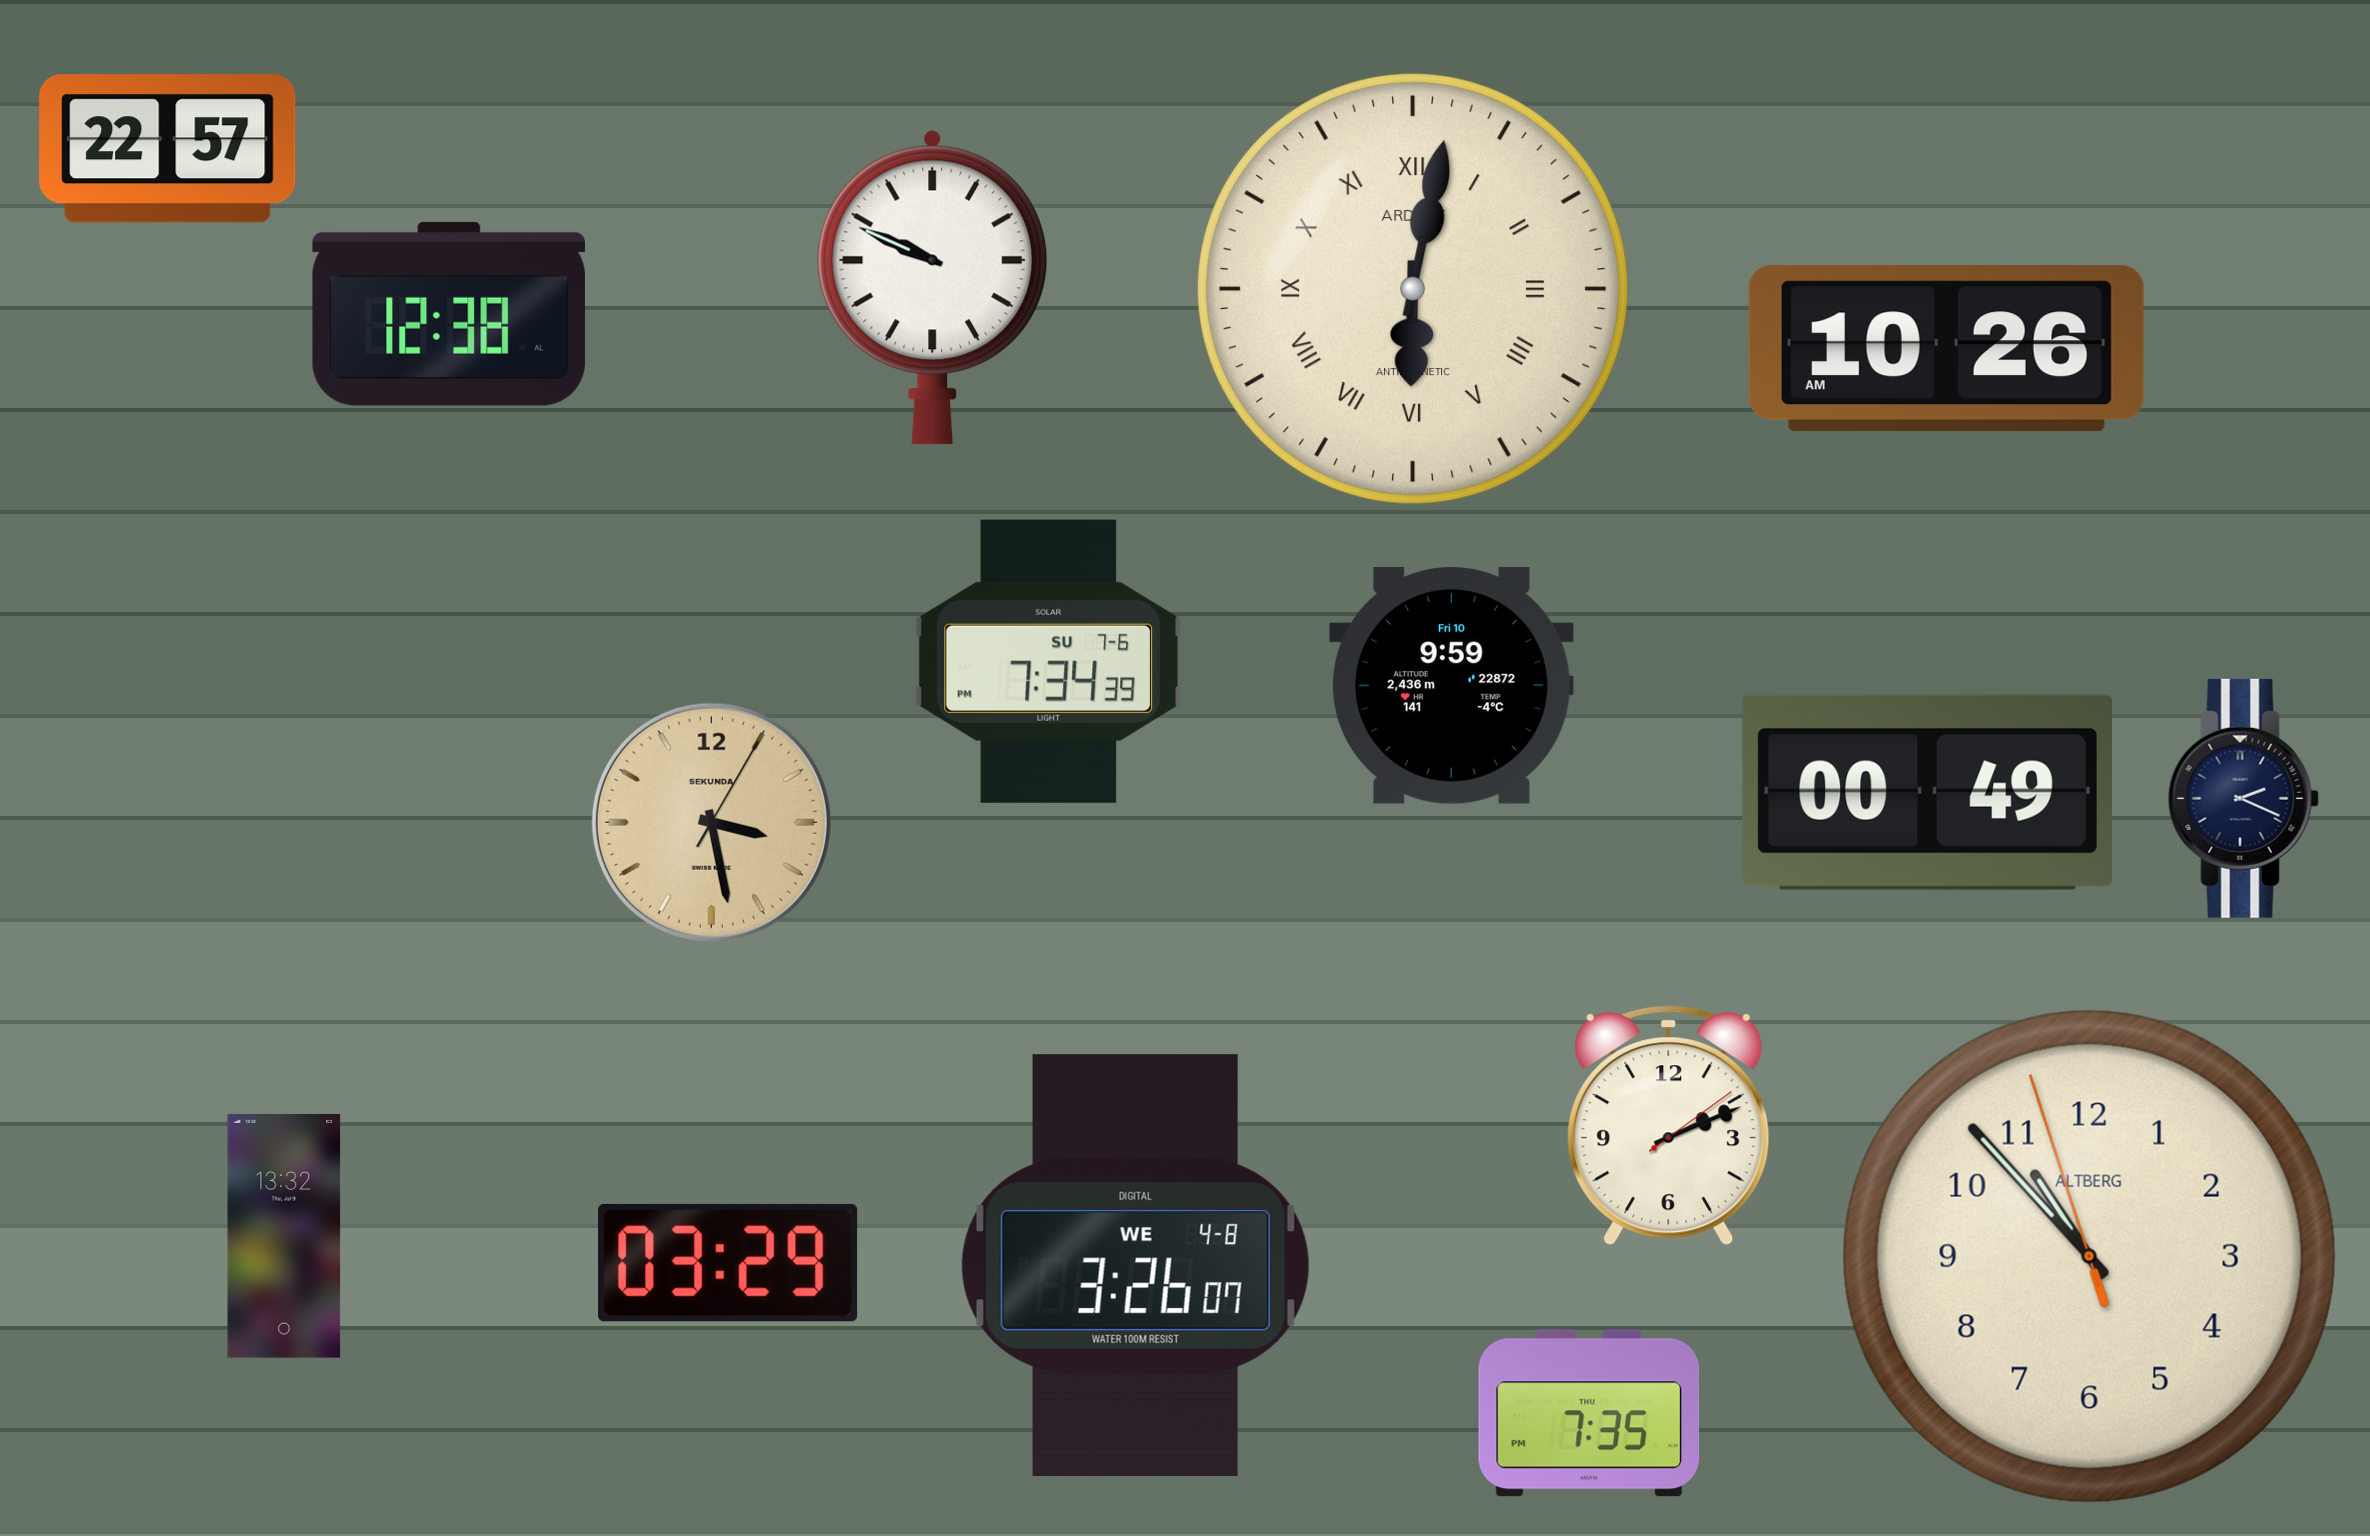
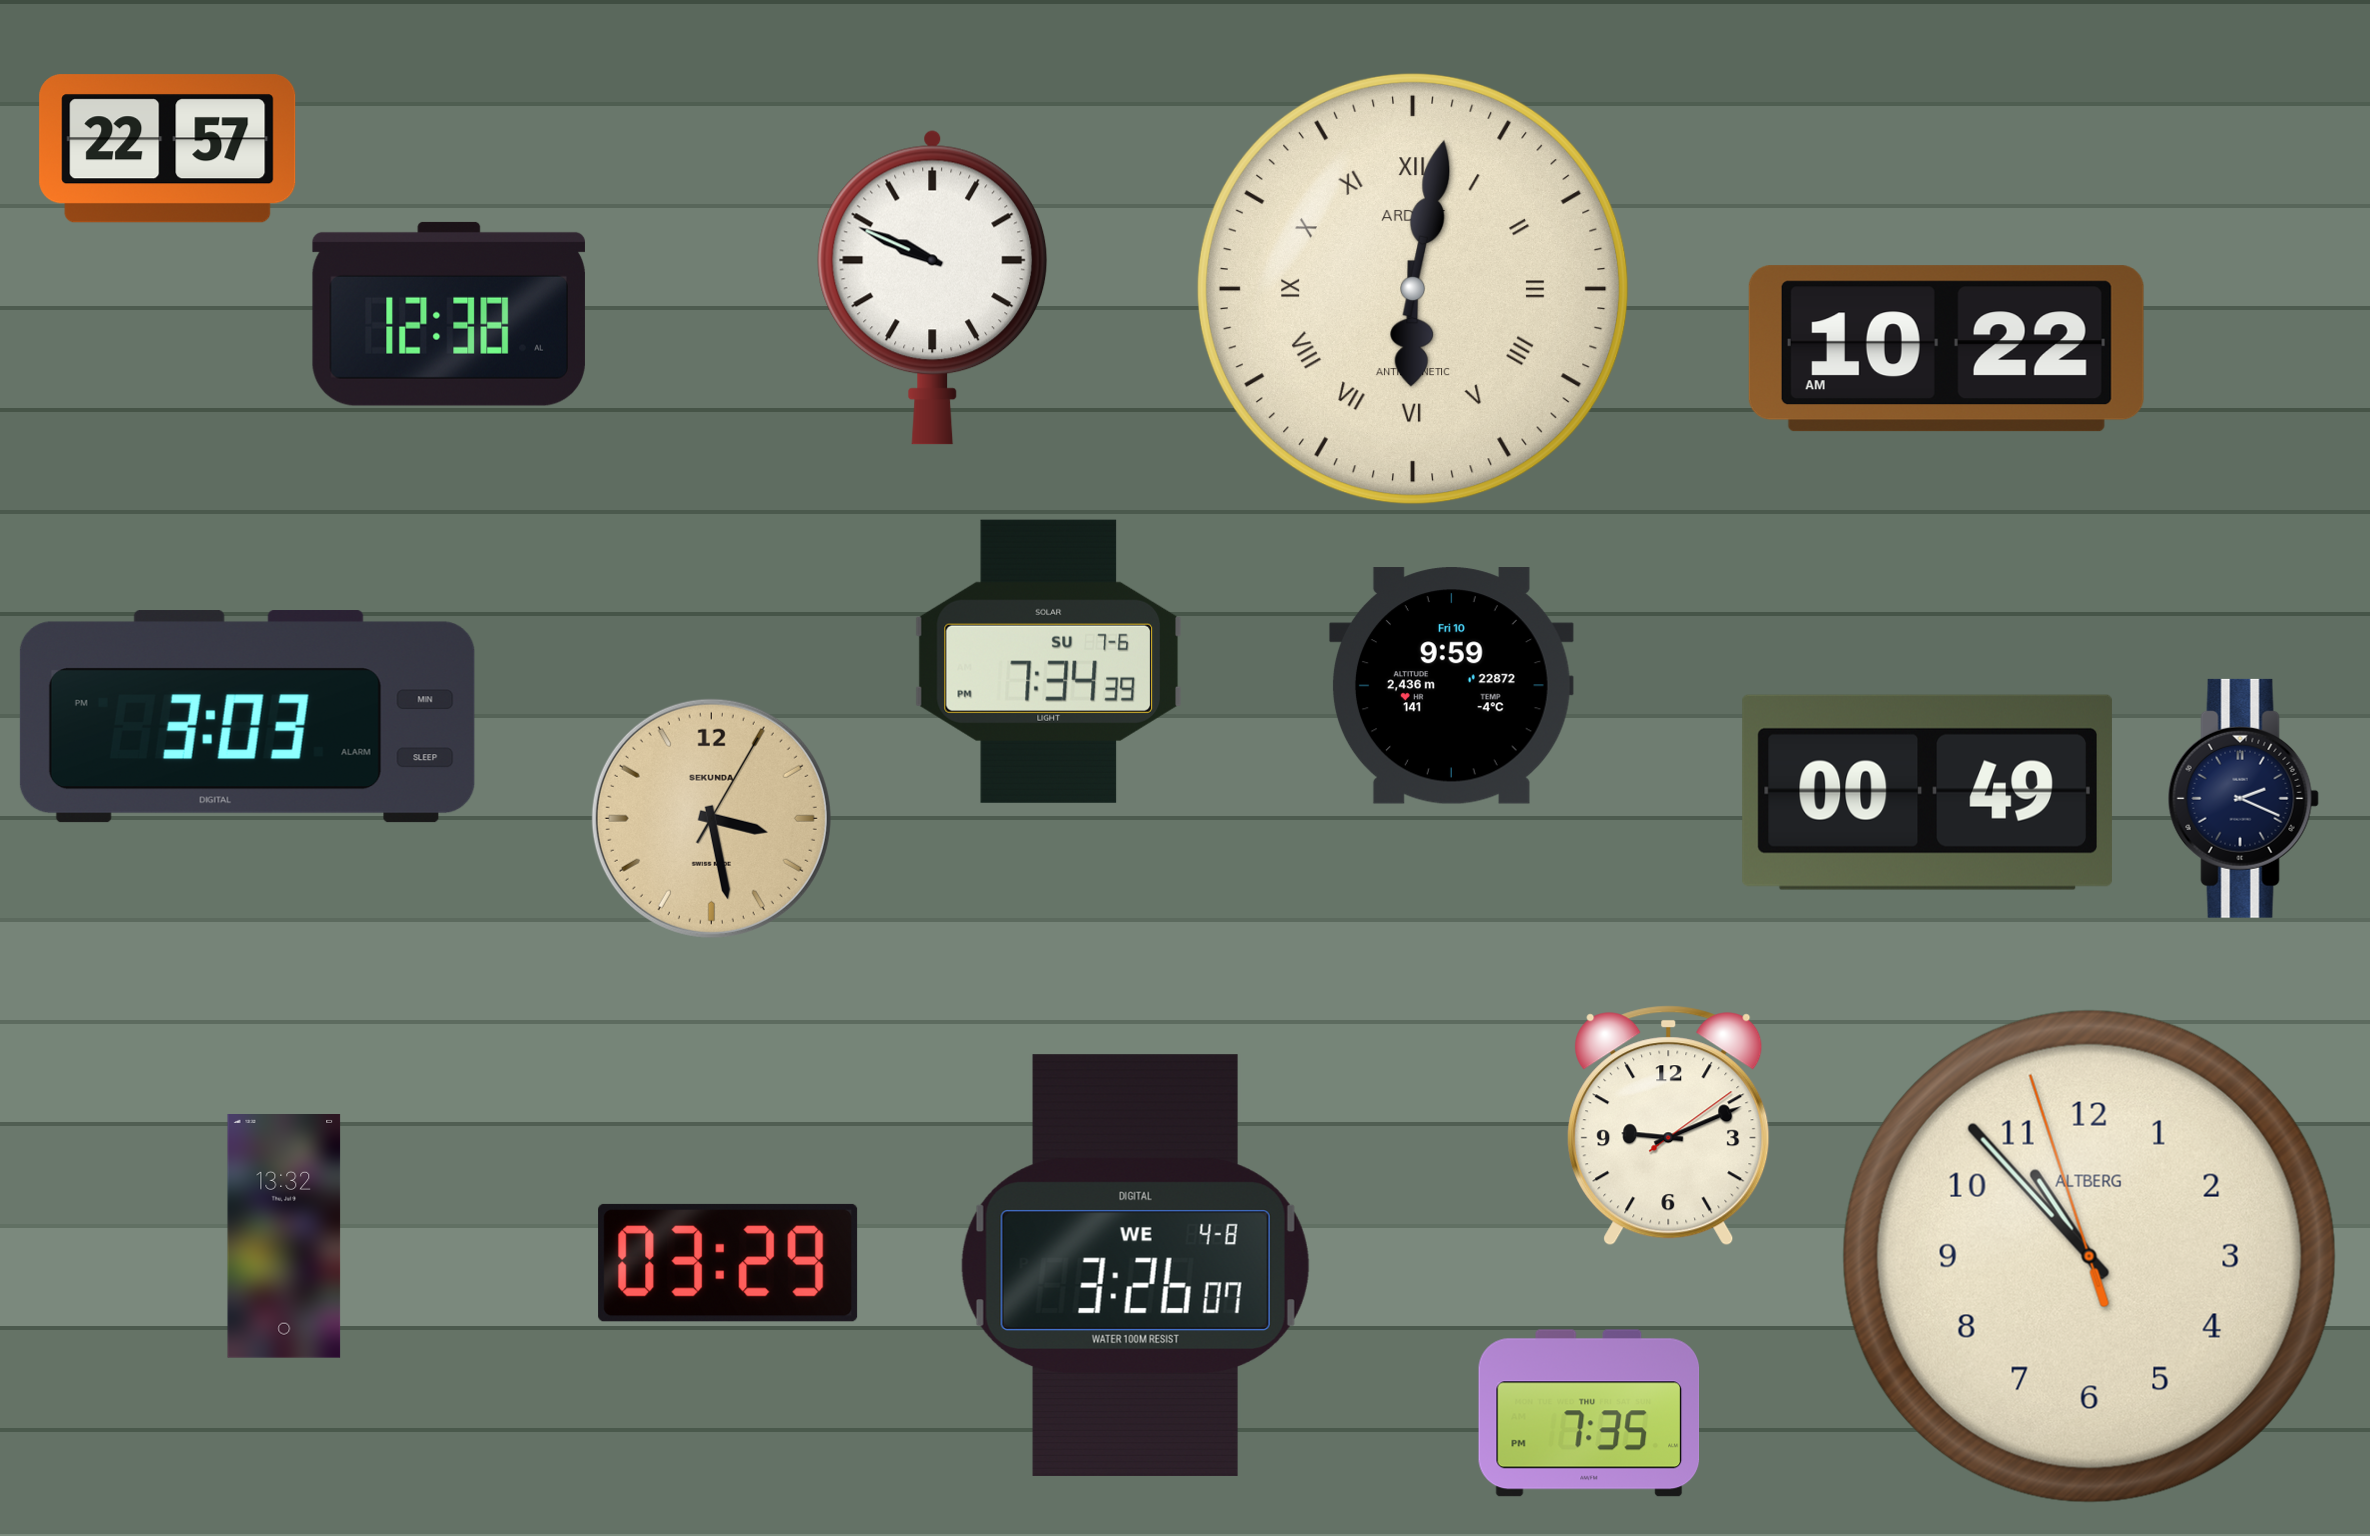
clock at (1946, 349): 10:26 -> 10:22
clock at (247, 717): none -> 3:03
clock at (711, 822) position: (711, 822) -> (711, 818)
clock at (1669, 1126): 2:11 -> 9:11
